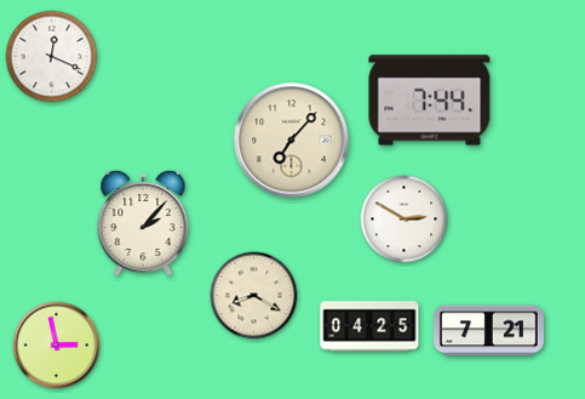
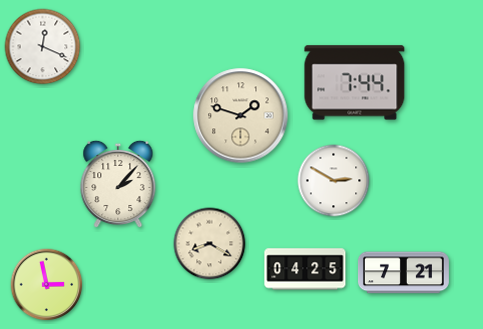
clock at (292, 141): 7:07 -> 1:48
